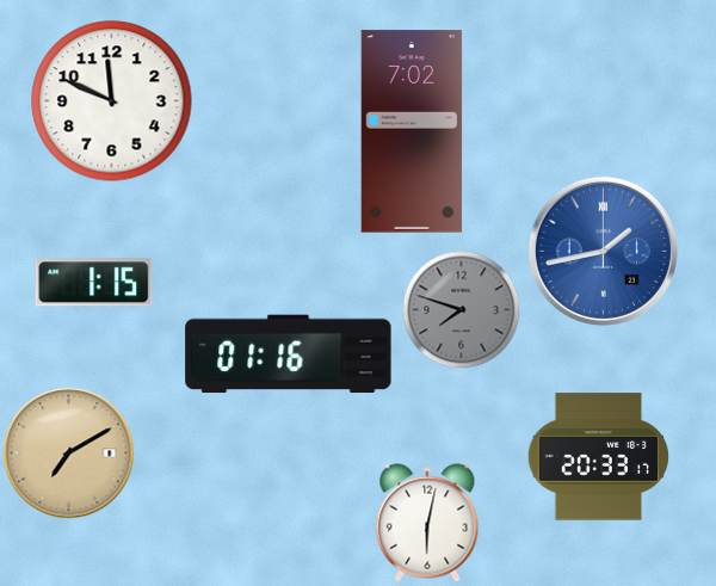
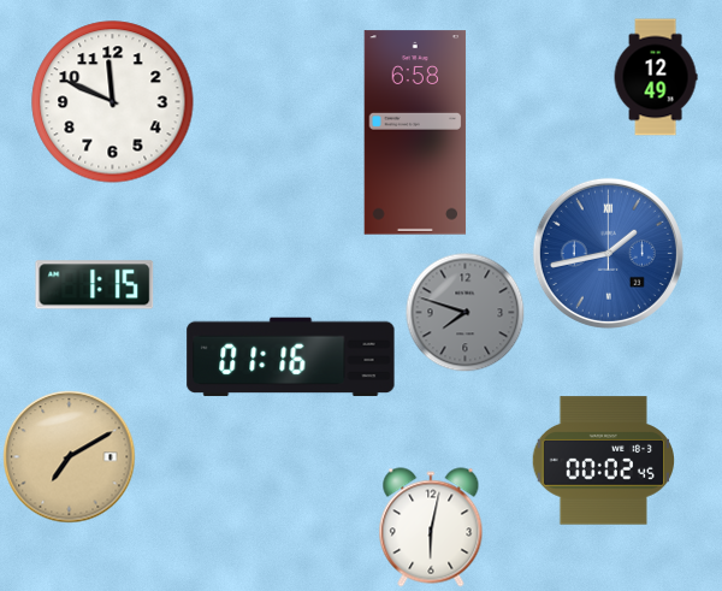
clock at (656, 77): none -> 12:49
clock at (412, 131): 7:02 -> 6:58
clock at (598, 457): 20:33 -> 00:02
